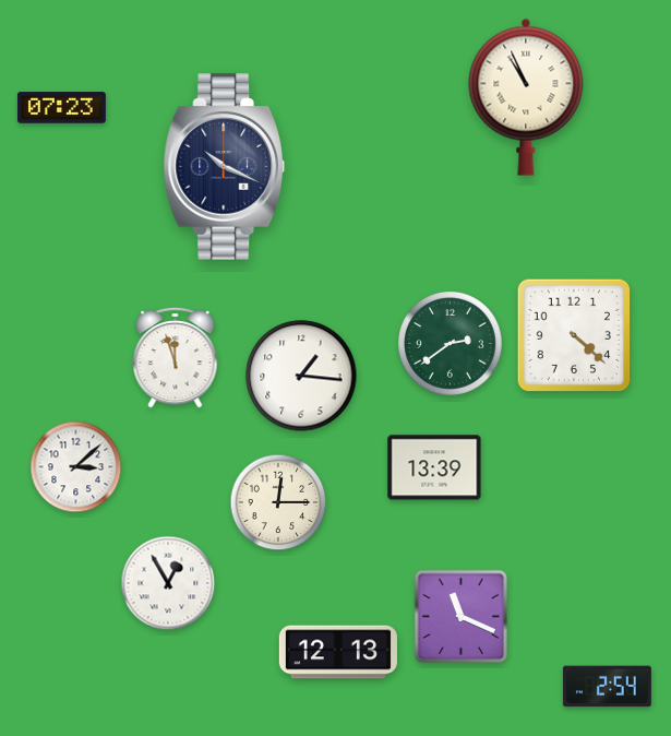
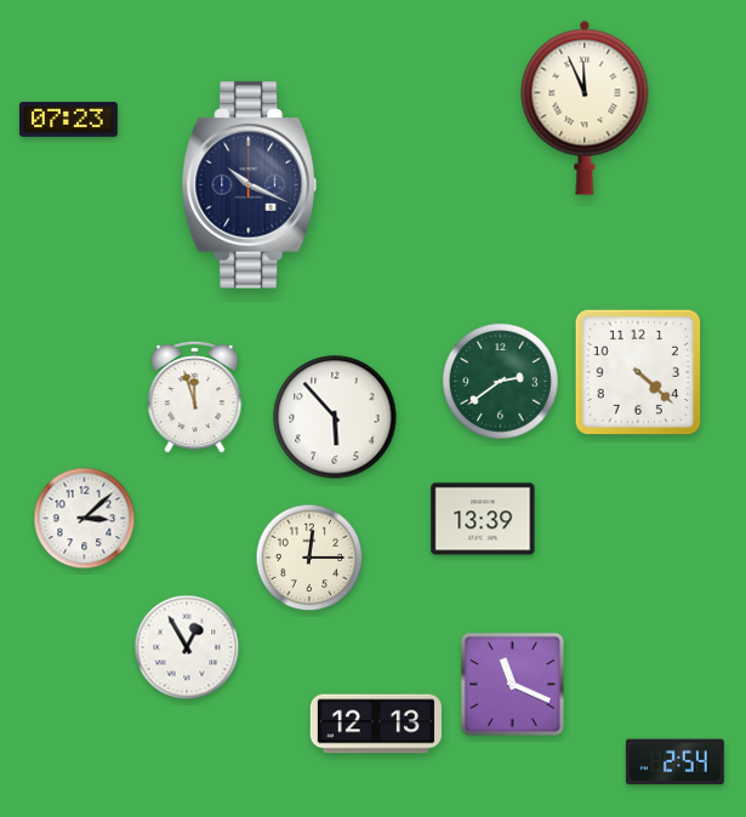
clock at (526, 97): 10:56 -> 11:56
clock at (301, 376): 1:16 -> 5:53
